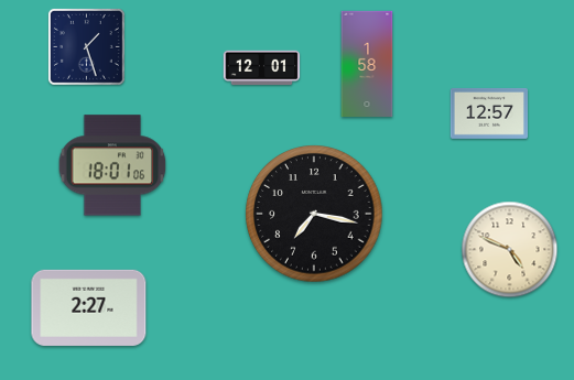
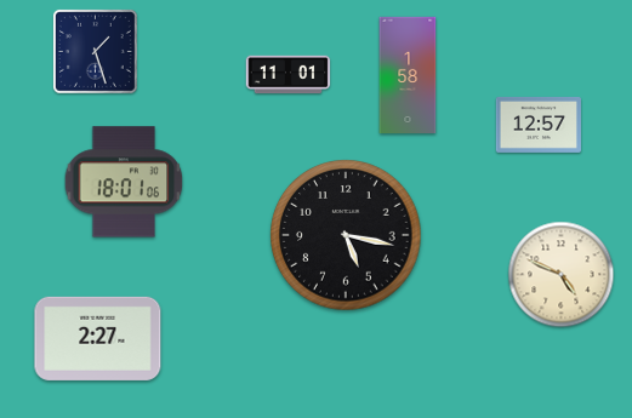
clock at (367, 63) position: (367, 63) -> (408, 74)
clock at (262, 68): 12:01 -> 11:01
clock at (314, 214): 7:17 -> 5:17
